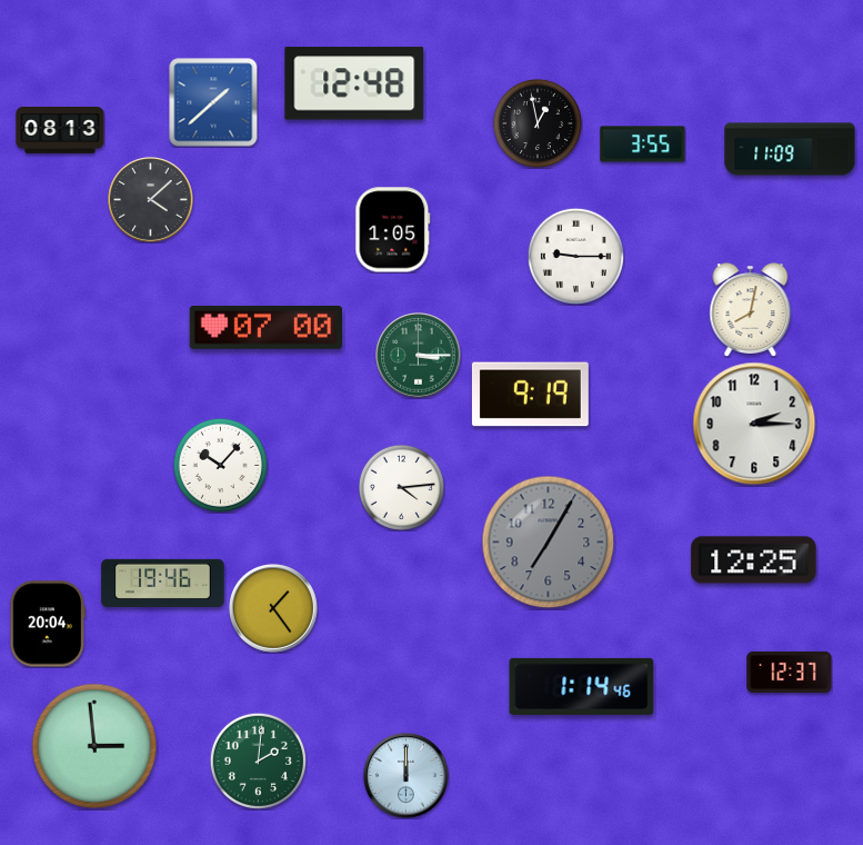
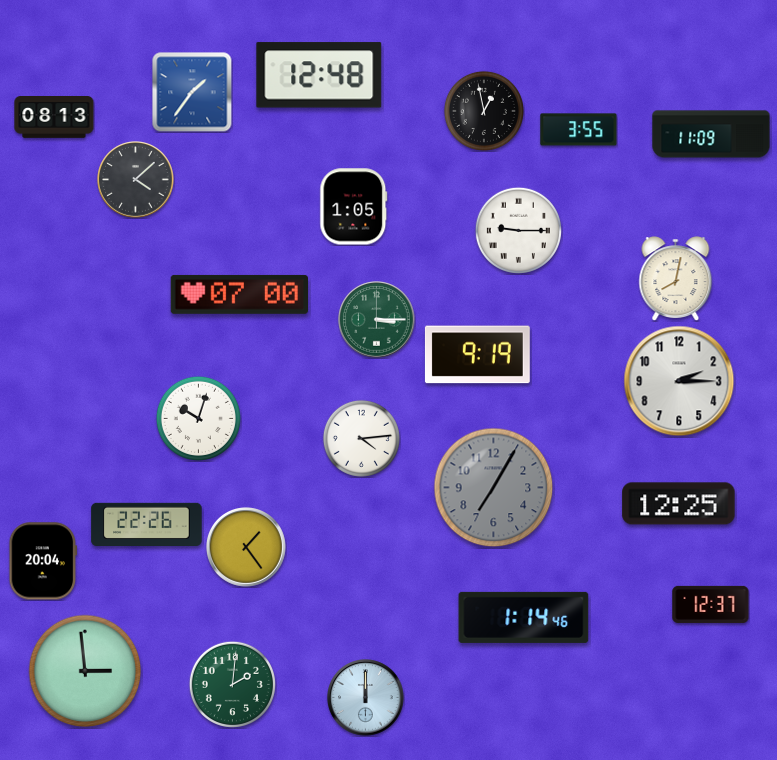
clock at (213, 102): 1:38 -> 1:36
clock at (220, 465): 10:07 -> 10:03
clock at (163, 583): 19:46 -> 22:26
